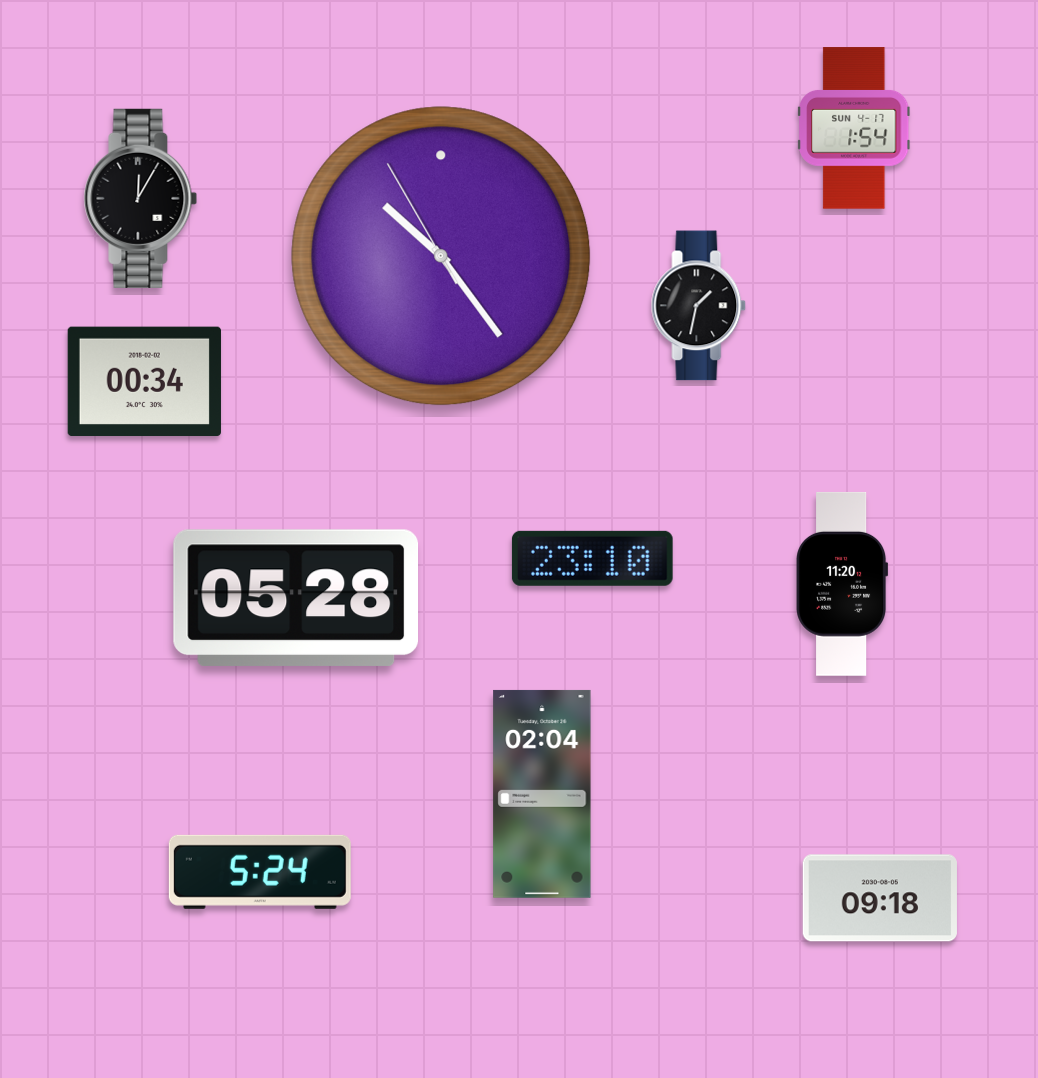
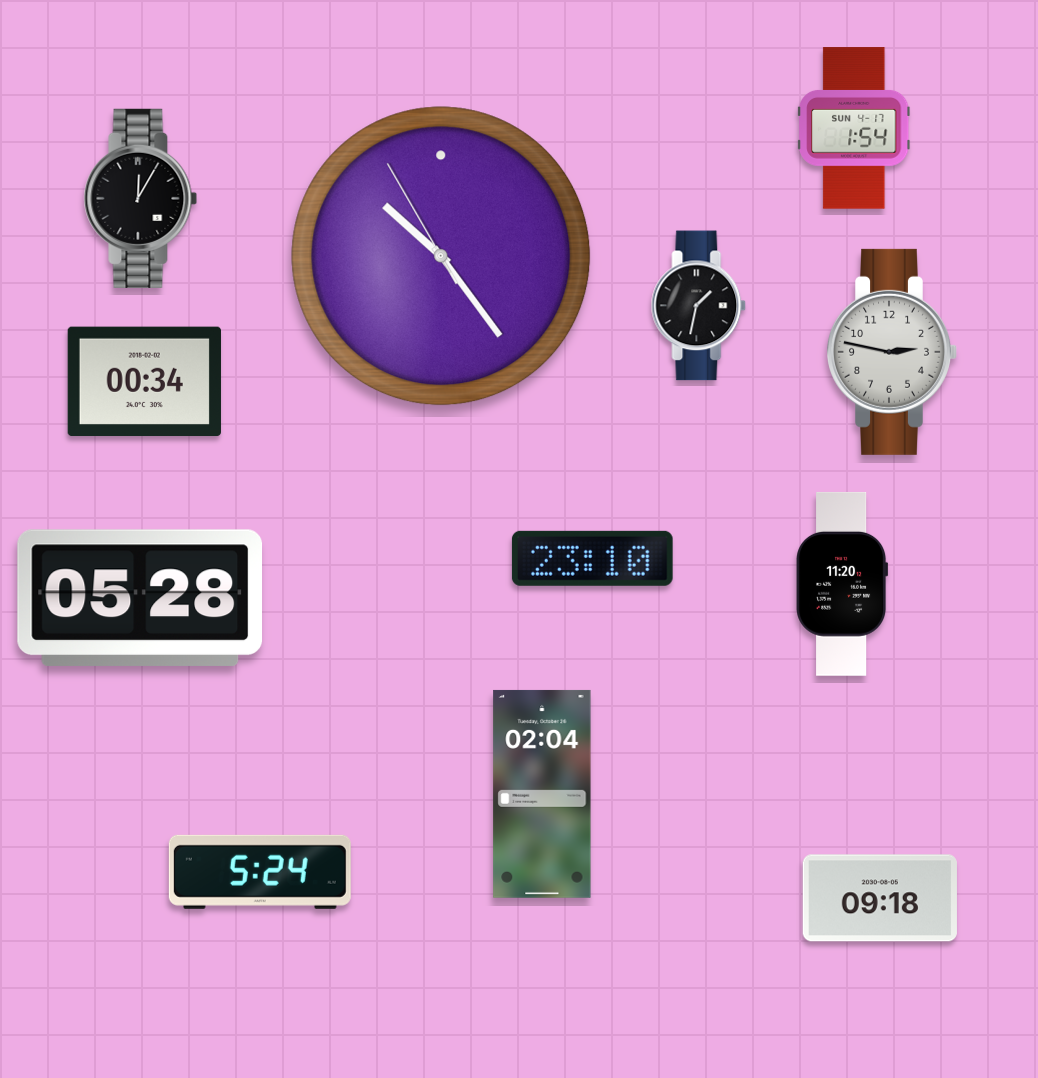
clock at (893, 352): none -> 2:47
clock at (296, 598) position: (296, 598) -> (140, 598)
